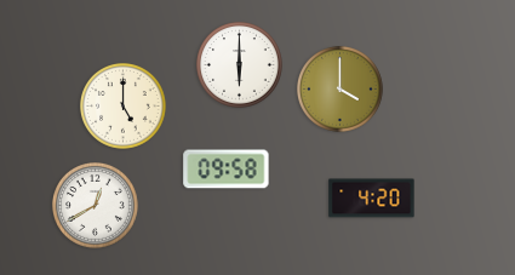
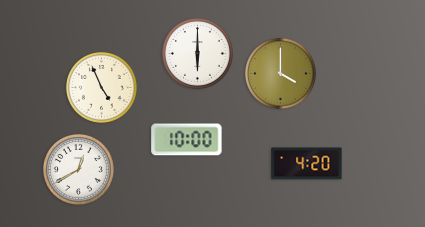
clock at (124, 107): 5:00 -> 4:56
clock at (227, 170): 09:58 -> 10:00
